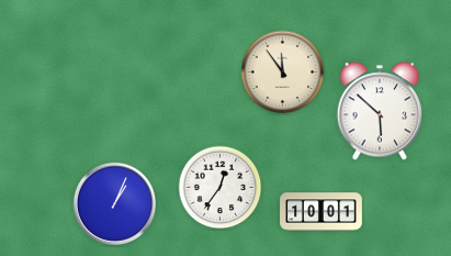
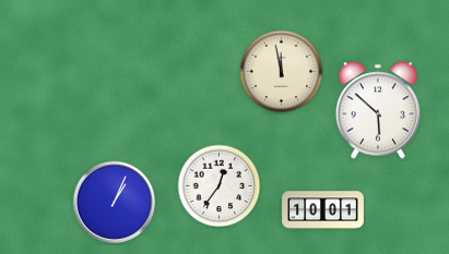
clock at (283, 73): 11:54 -> 11:58
clock at (322, 212) position: (322, 212) -> (323, 210)
